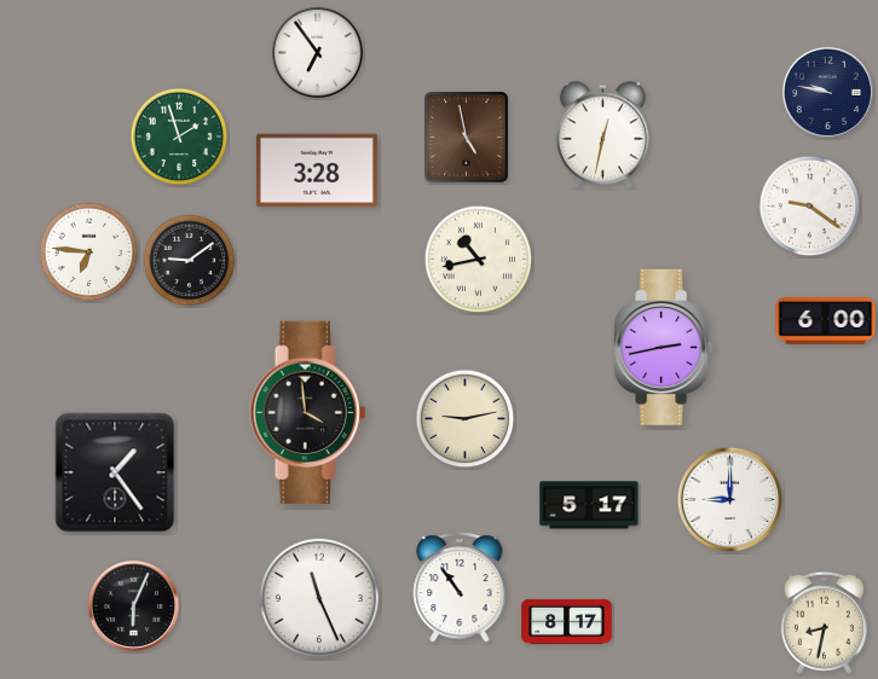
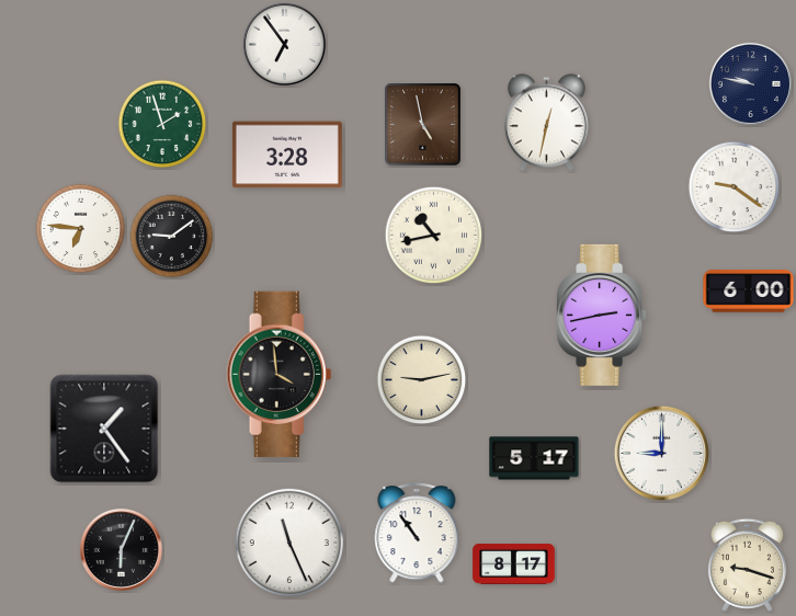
clock at (317, 52) position: (317, 52) -> (284, 44)
clock at (824, 622): 8:32 -> 9:18
